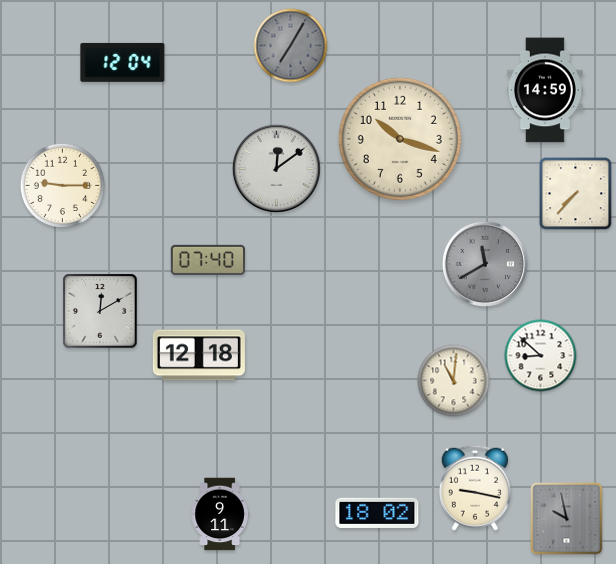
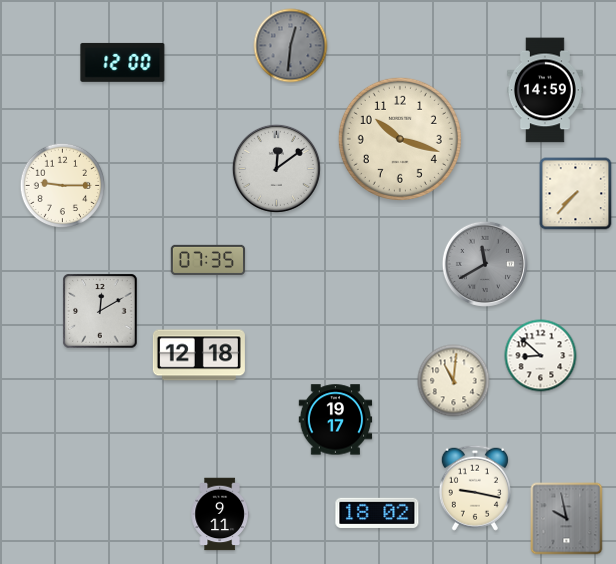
clock at (291, 46): 7:05 -> 12:31
clock at (123, 62): 12:04 -> 12:00
clock at (207, 259): 07:40 -> 07:35
clock at (336, 420): none -> 19:17
